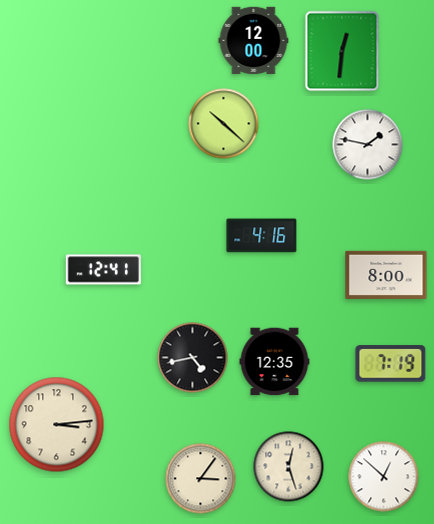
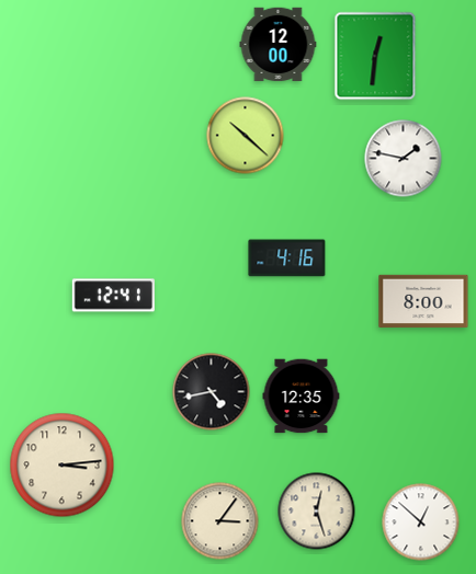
clock at (391, 364): 7:19 -> none
clock at (201, 479) position: (201, 479) -> (220, 521)
